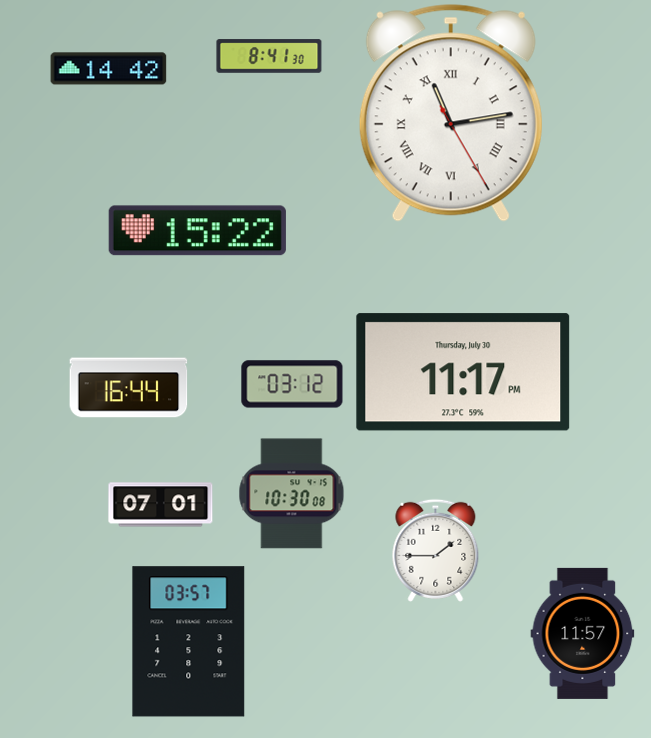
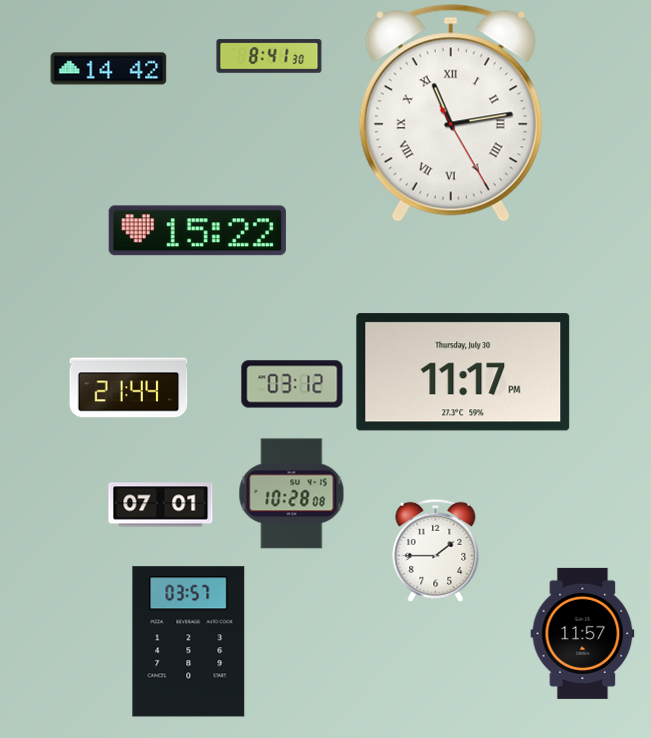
clock at (129, 388): 16:44 -> 21:44
clock at (292, 494): 10:30 -> 10:28
